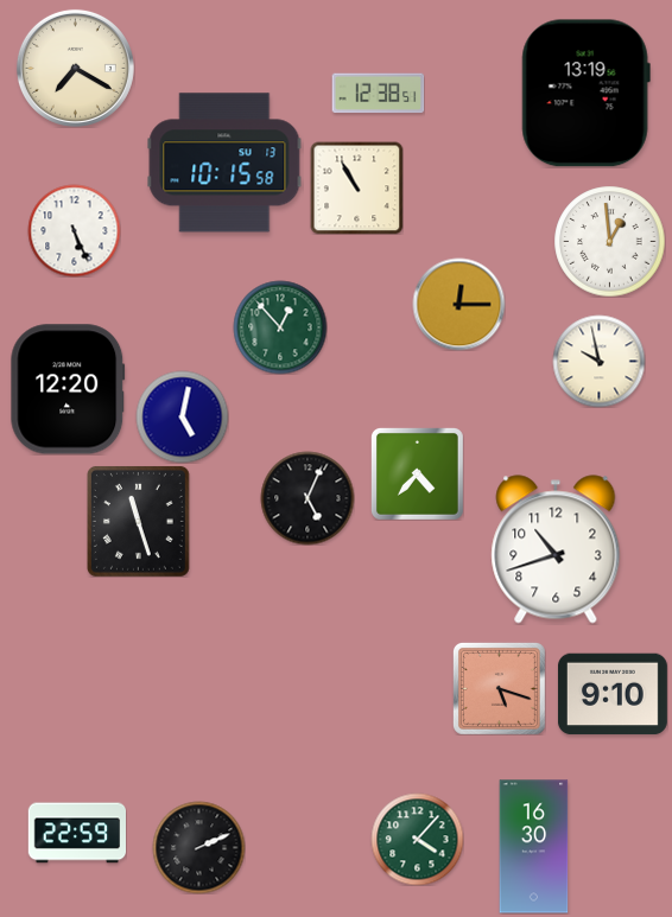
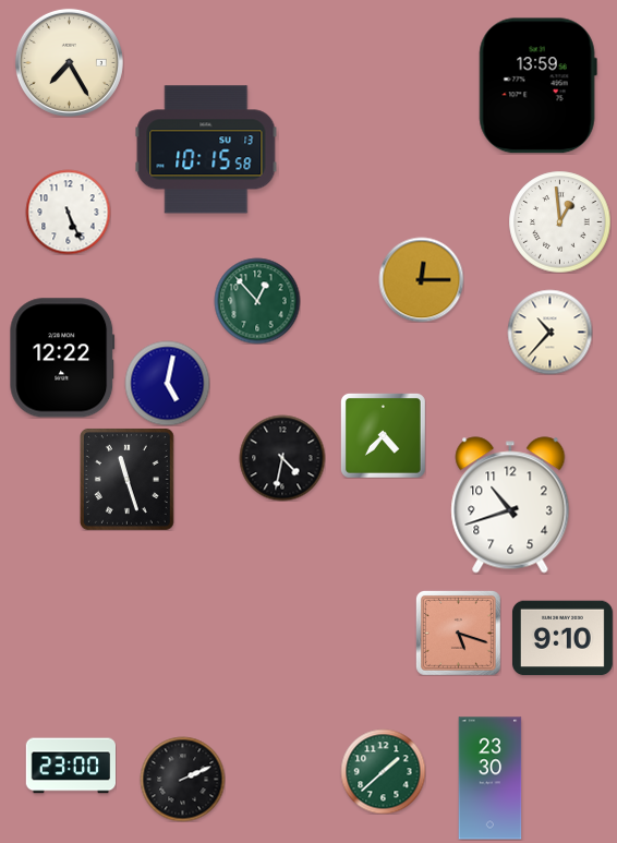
clock at (75, 68): 7:20 -> 7:25
clock at (378, 94): 12:38 -> none
clock at (585, 94): 13:19 -> 13:59
clock at (356, 187): 10:55 -> none
clock at (598, 361): 9:58 -> 10:37
clock at (68, 389): 12:20 -> 12:22
clock at (308, 498): 5:04 -> 4:32
clock at (76, 833): 22:59 -> 23:00
clock at (417, 839): 4:07 -> 1:38
clock at (534, 847): 16:30 -> 23:30
